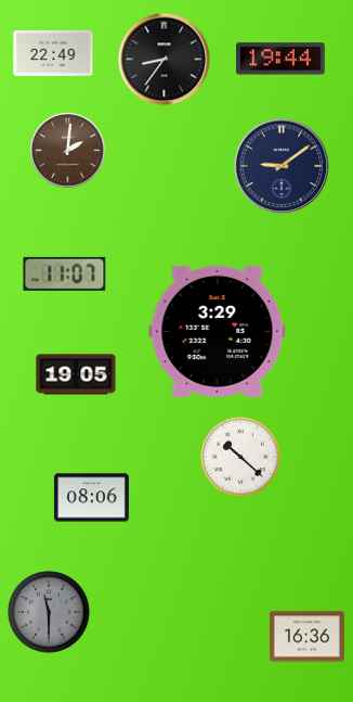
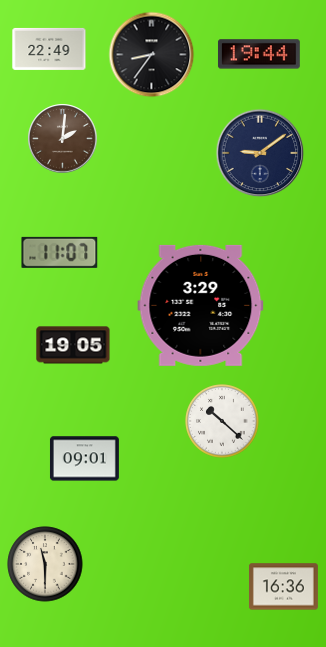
clock at (76, 374) position: (76, 374) -> (73, 345)
clock at (91, 498): 08:06 -> 09:01
clock at (49, 612) dial: grey -> cream
